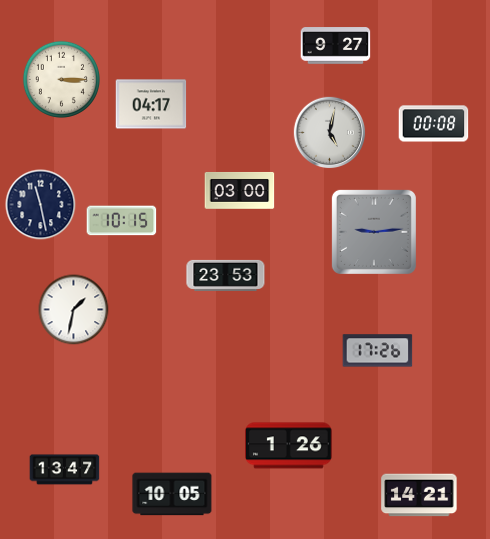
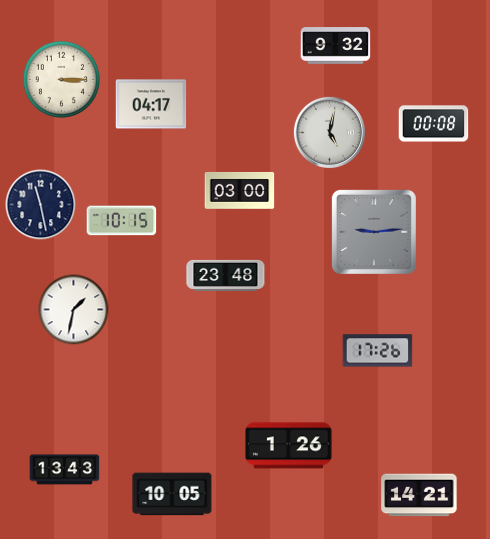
clock at (336, 46): 9:27 -> 9:32
clock at (226, 275): 23:53 -> 23:48
clock at (65, 470): 13:47 -> 13:43
